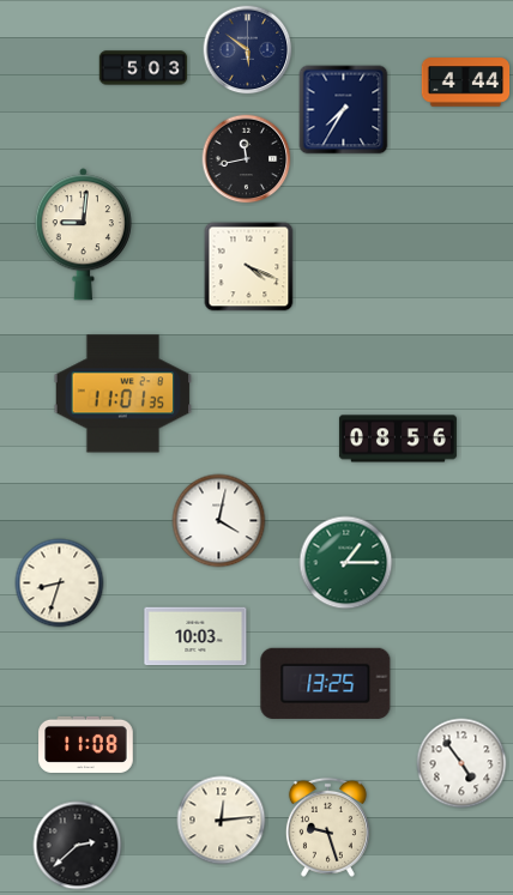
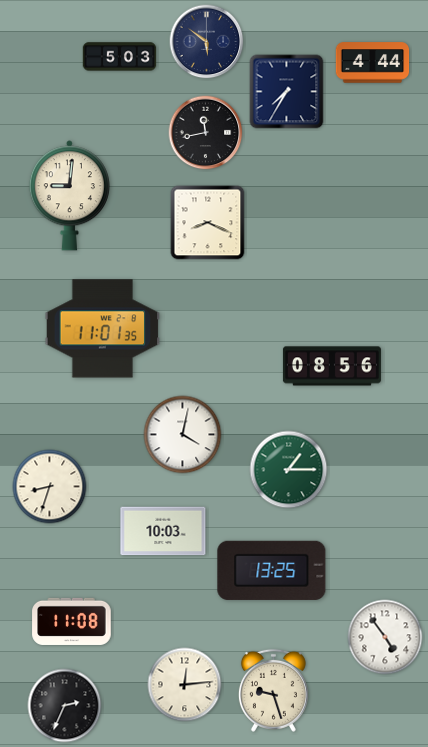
clock at (466, 83) position: (466, 83) -> (373, 63)
clock at (249, 267): 4:19 -> 8:19
clock at (78, 846): 2:38 -> 2:34
